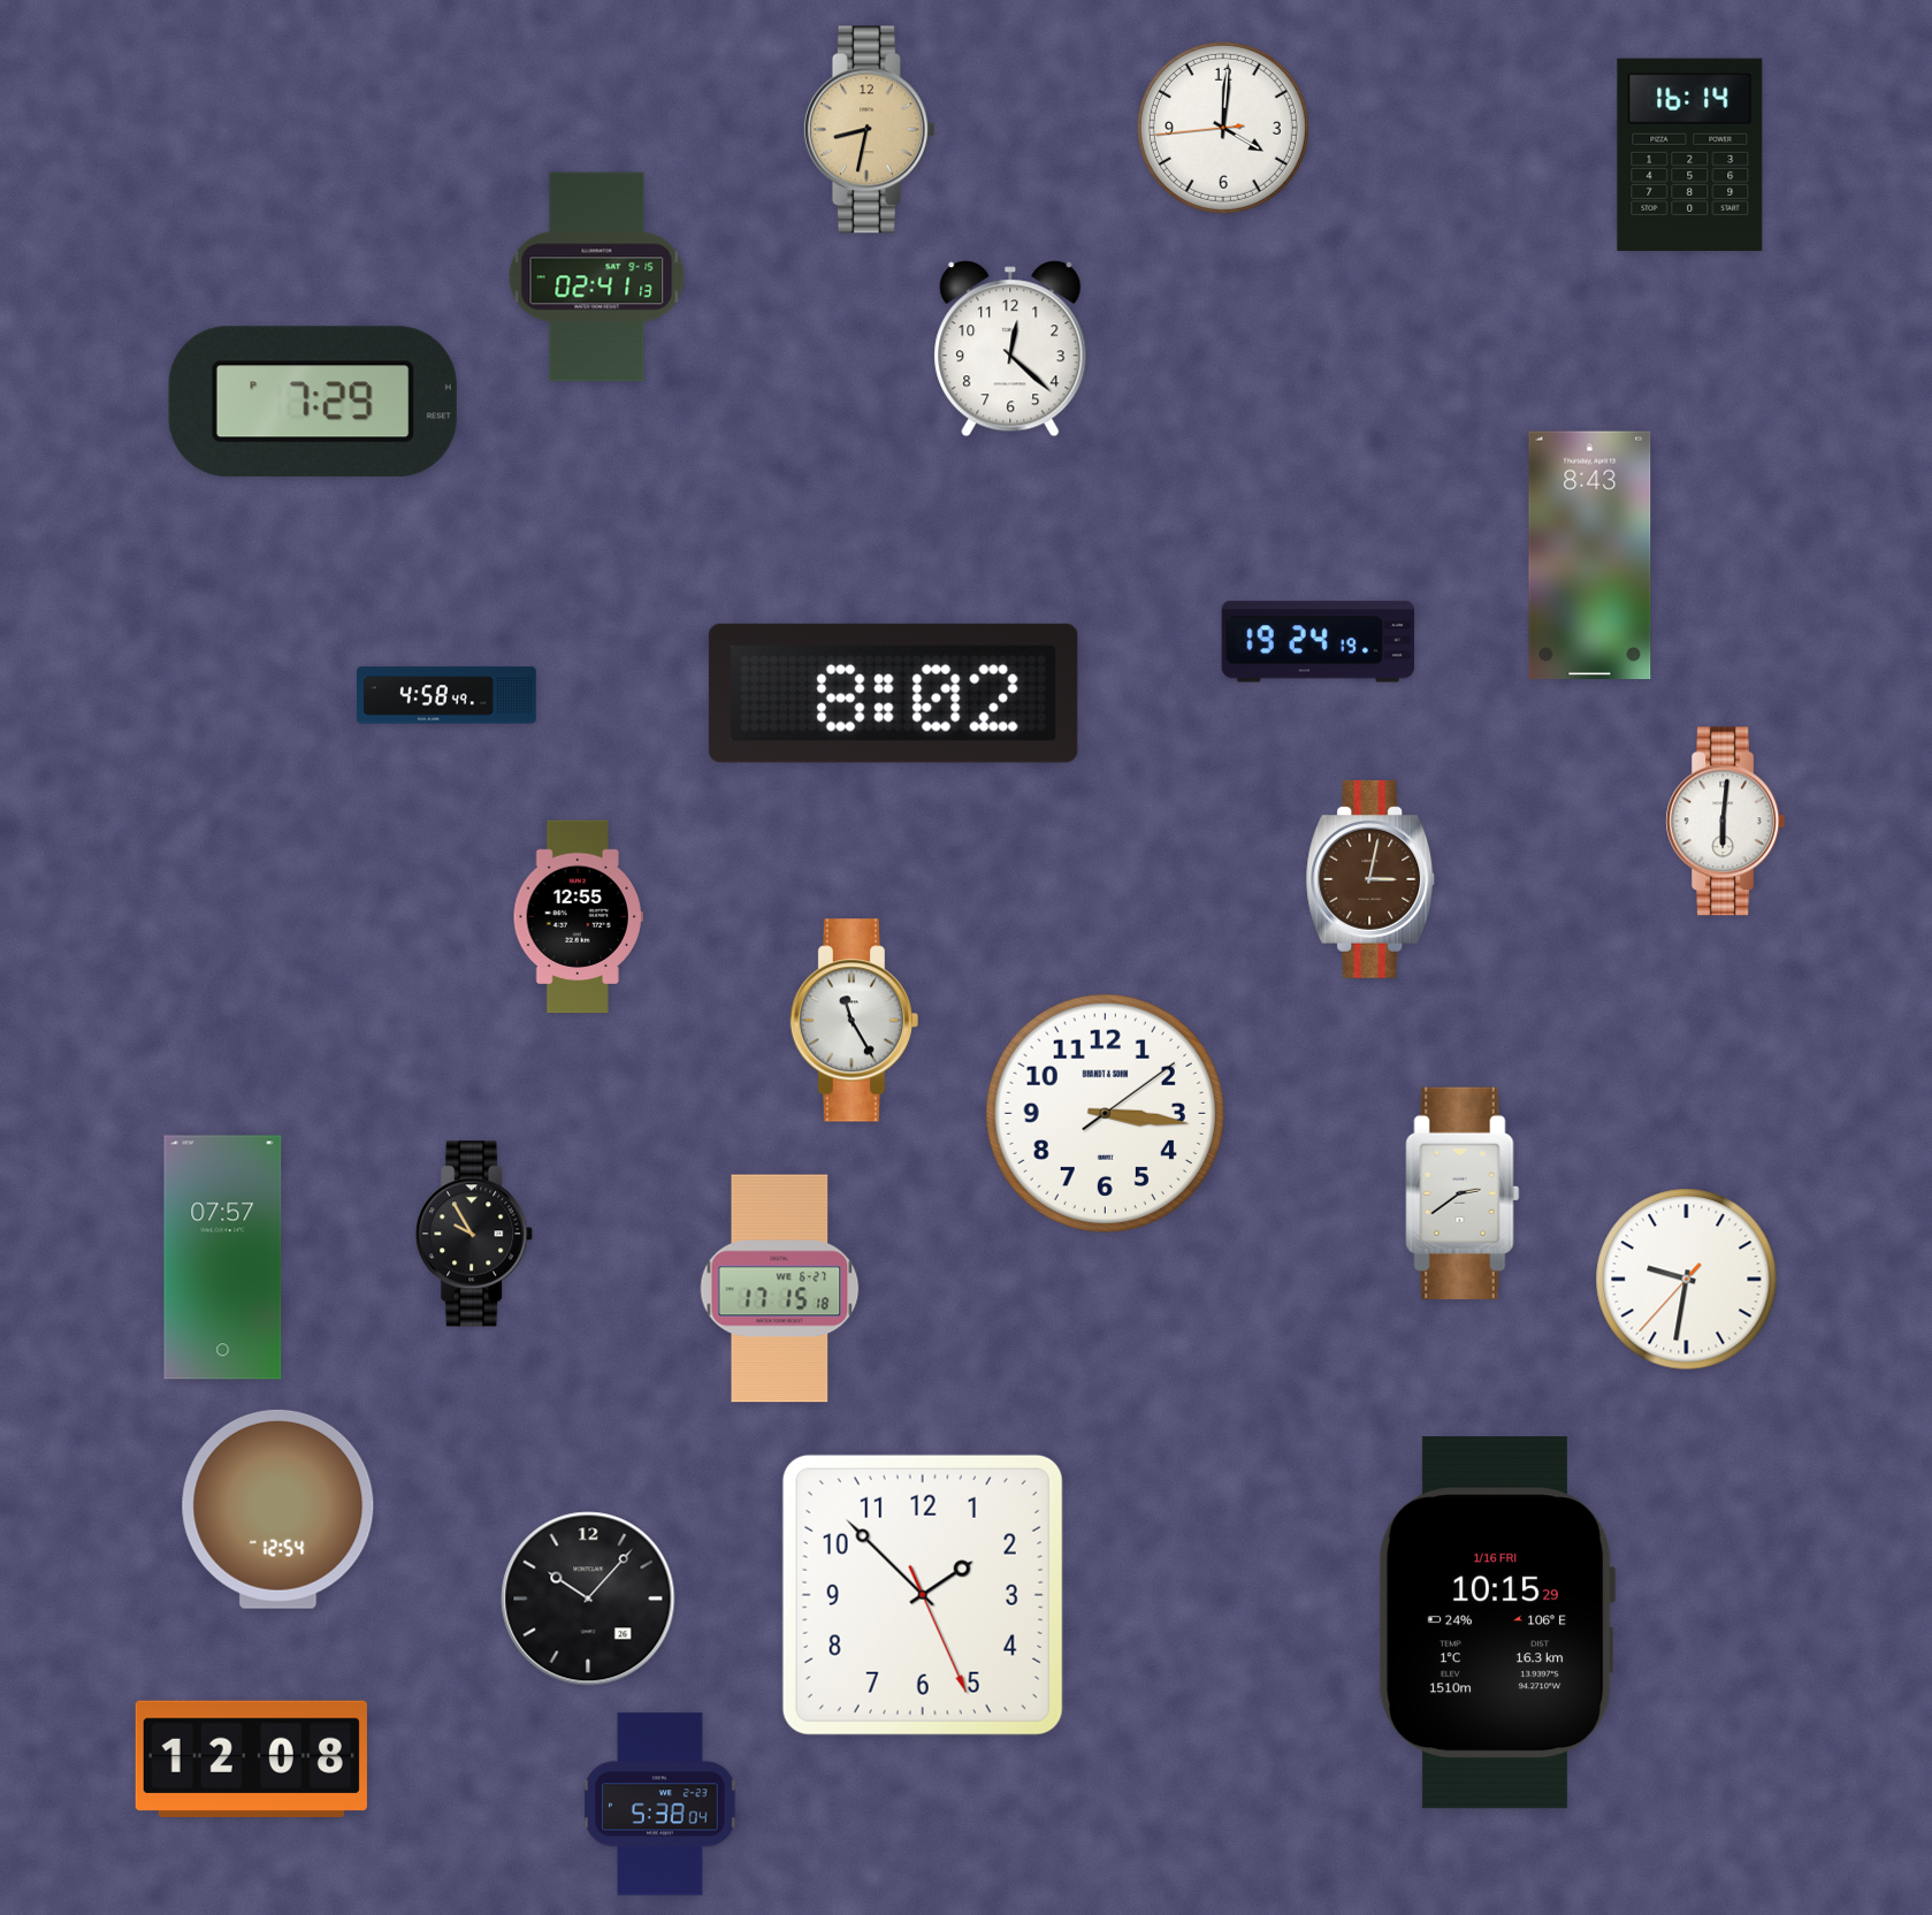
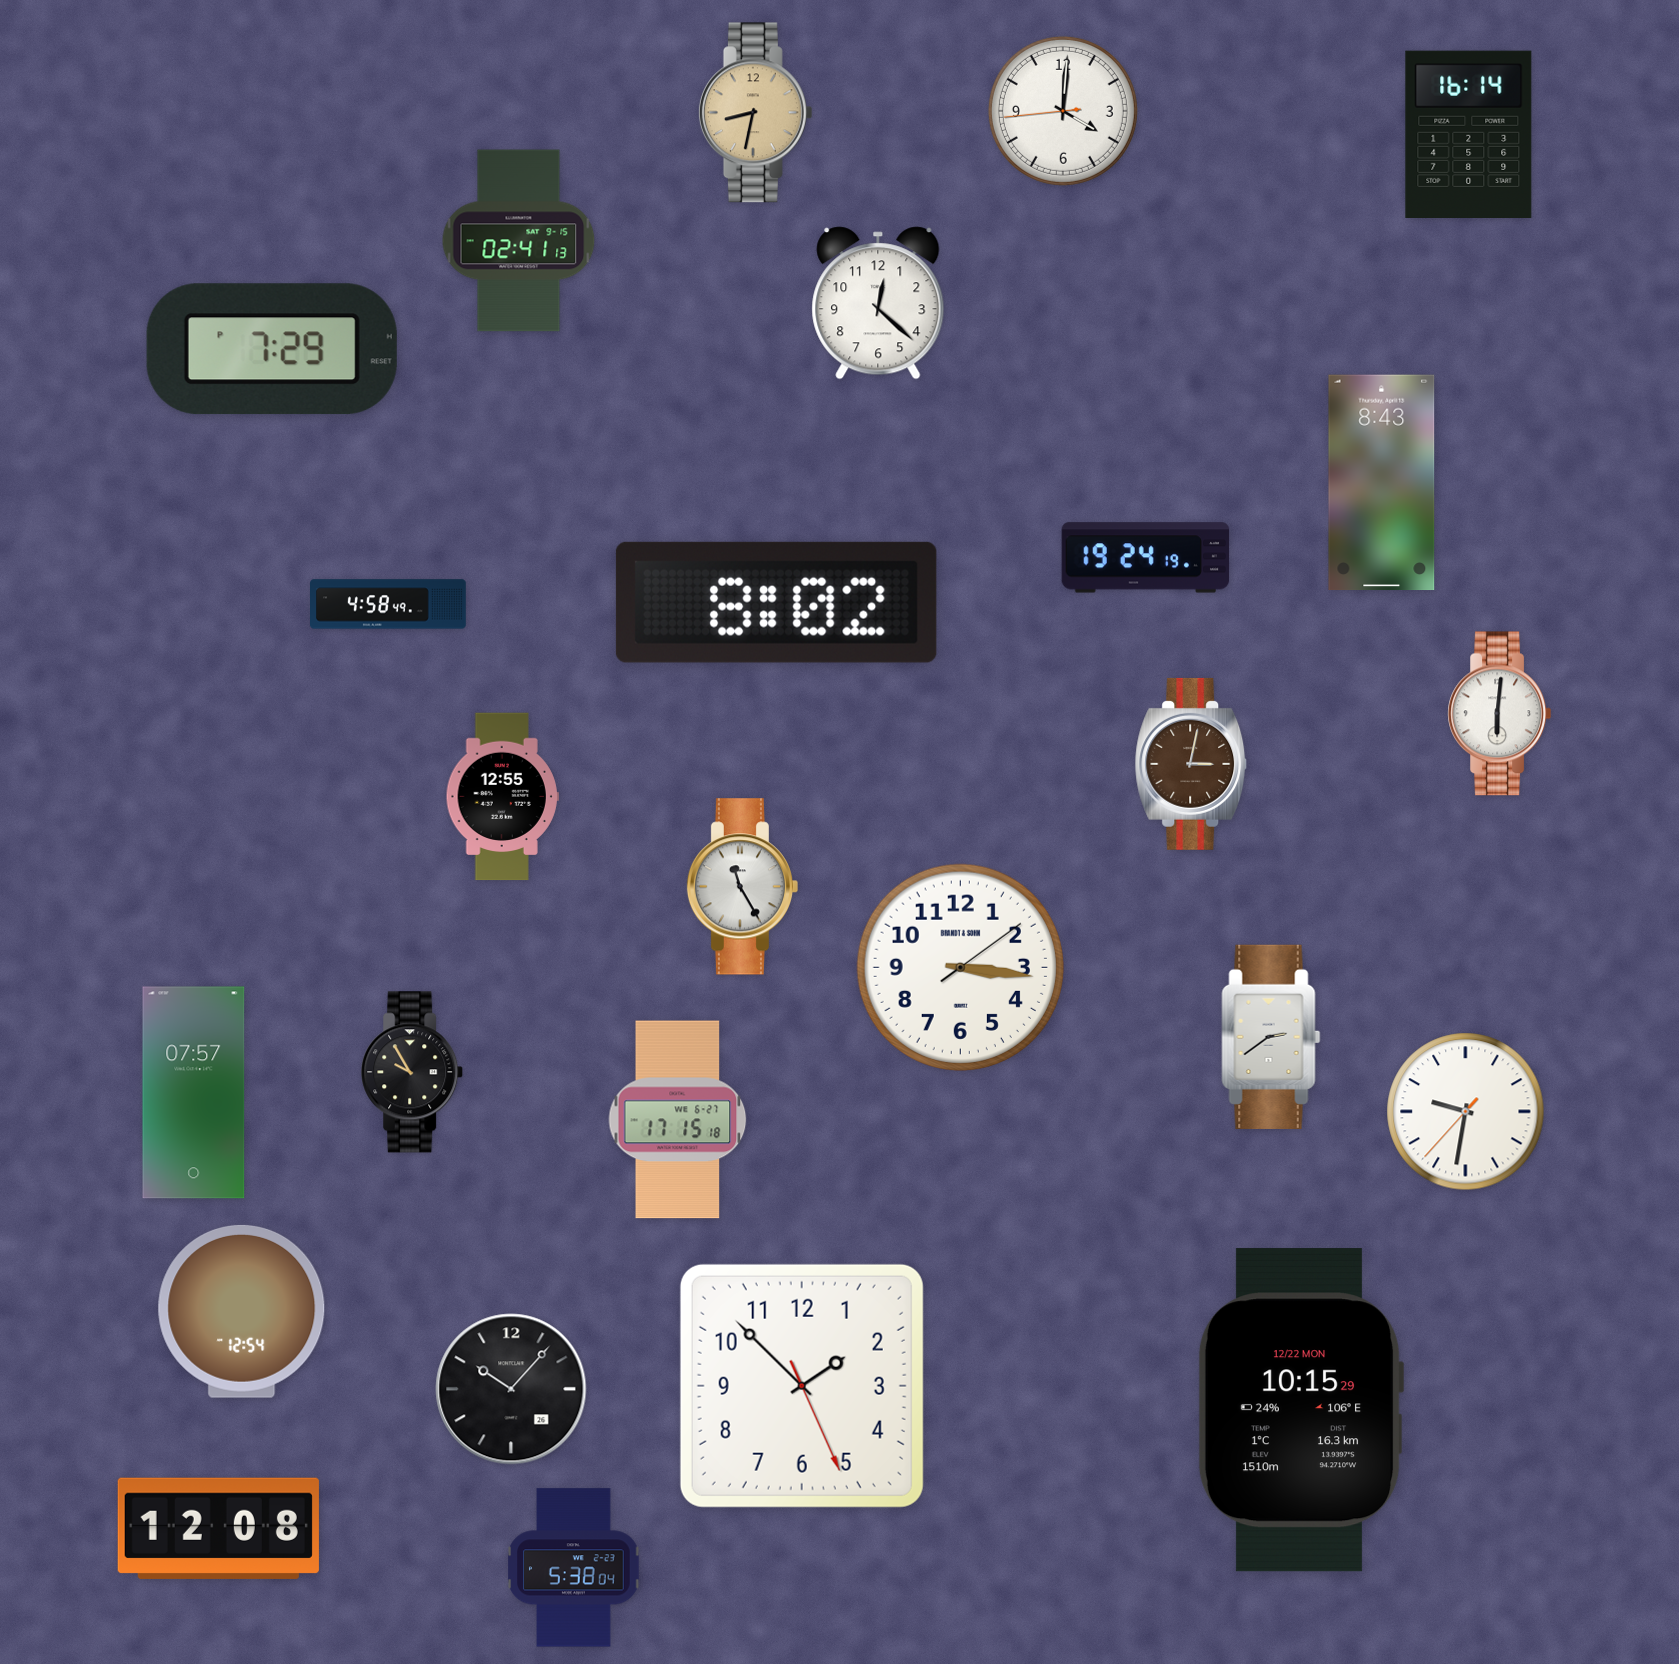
clock at (1497, 1623) date: 1/16 FRI -> 12/22 MON
